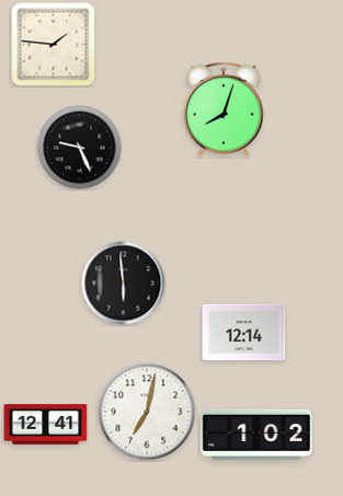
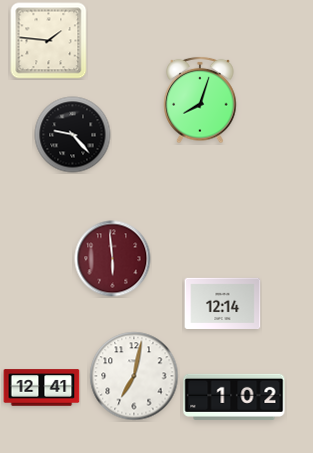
clock at (224, 109) position: (224, 109) -> (200, 100)
clock at (80, 148): 9:26 -> 9:23
clock at (124, 284) dial: black -> burgundy
